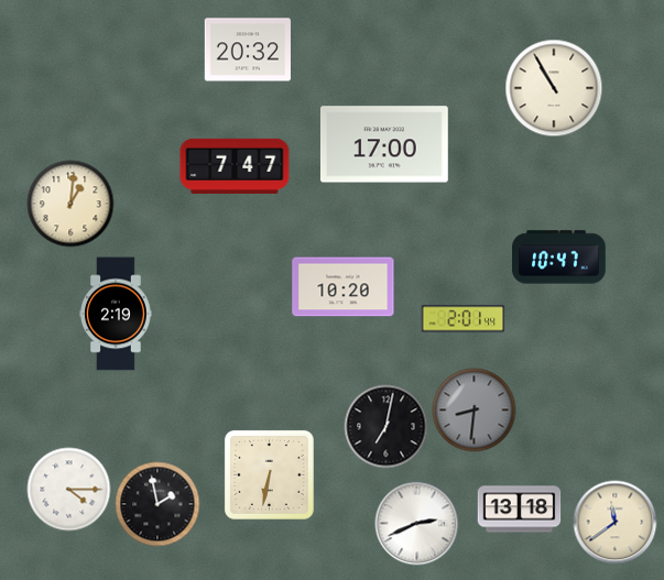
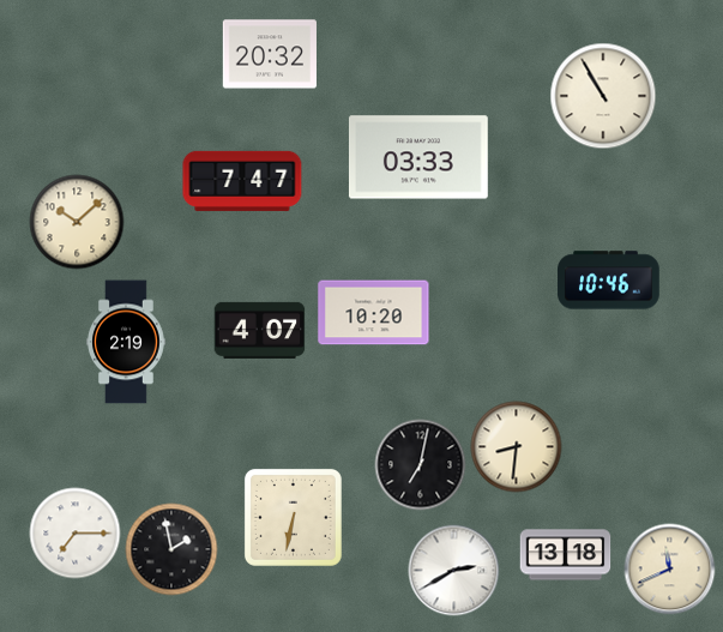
clock at (384, 144): 17:00 -> 03:33
clock at (235, 166) position: (235, 166) -> (242, 181)
clock at (70, 204): 1:01 -> 10:08
clock at (559, 258): 10:47 -> 10:46
clock at (260, 330): none -> 4:07
clock at (464, 319): 2:01 -> none
clock at (475, 411) dial: grey -> cream
clock at (69, 490): 4:15 -> 7:15
clock at (616, 523): 11:39 -> 11:41
clock at (417, 524): 2:41 -> 2:40
